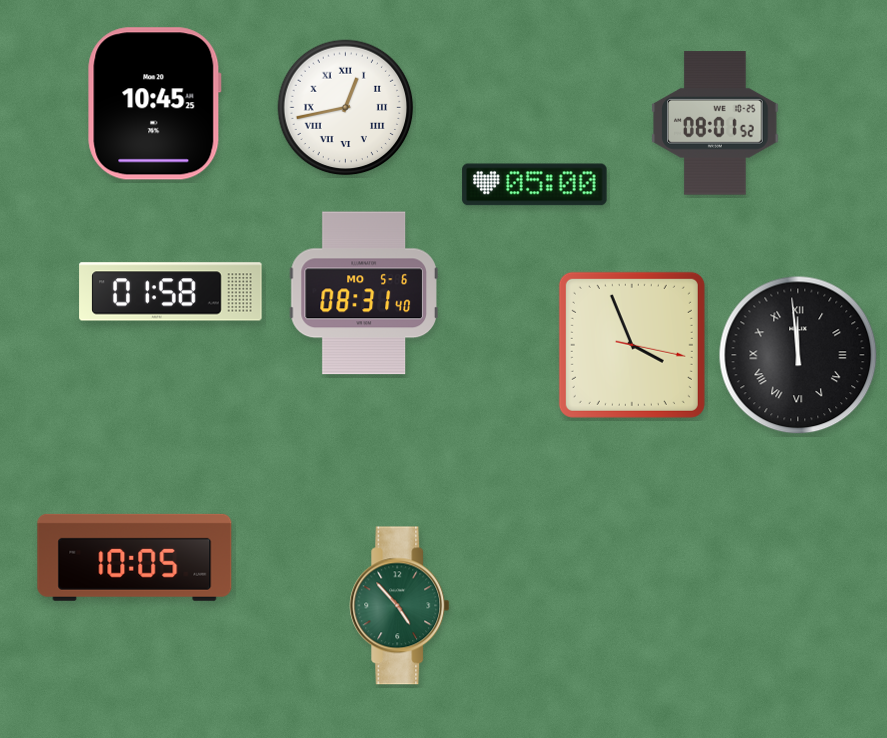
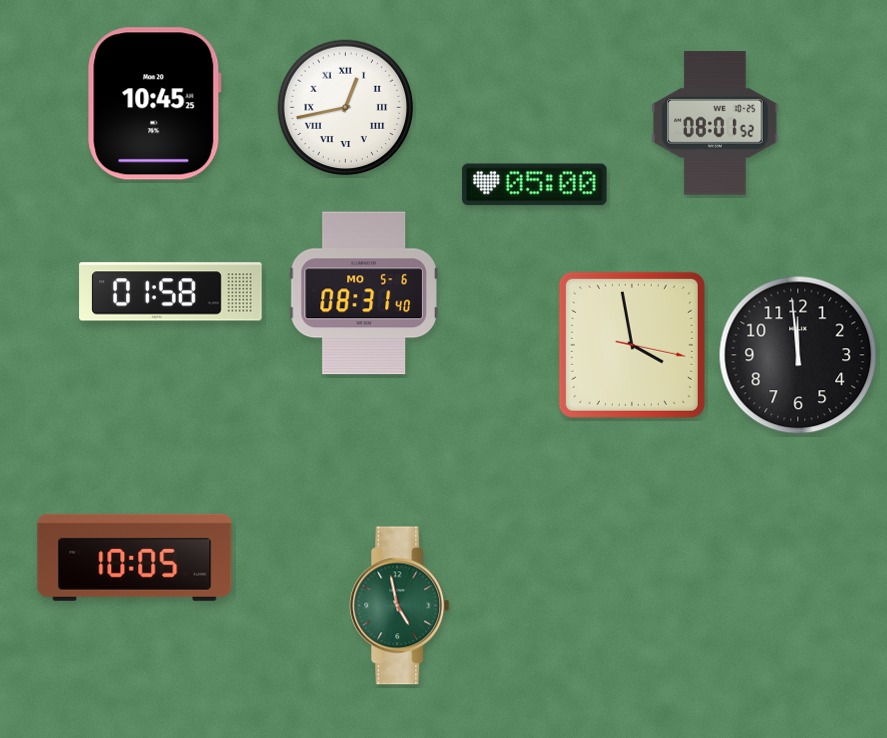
clock at (632, 345): 3:56 -> 3:58
clock at (798, 355) numerals: Roman -> Arabic
clock at (400, 606): 4:53 -> 4:58
